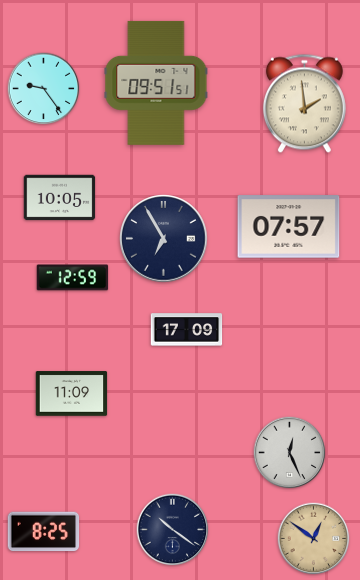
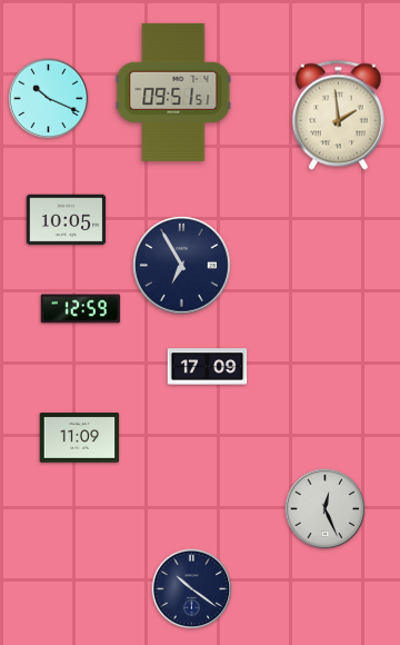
clock at (44, 89): 9:24 -> 10:19
clock at (289, 227): 07:57 -> none
clock at (290, 453) position: (290, 453) -> (326, 509)
clock at (44, 532): 8:25 -> none
clock at (314, 539): 12:51 -> none
